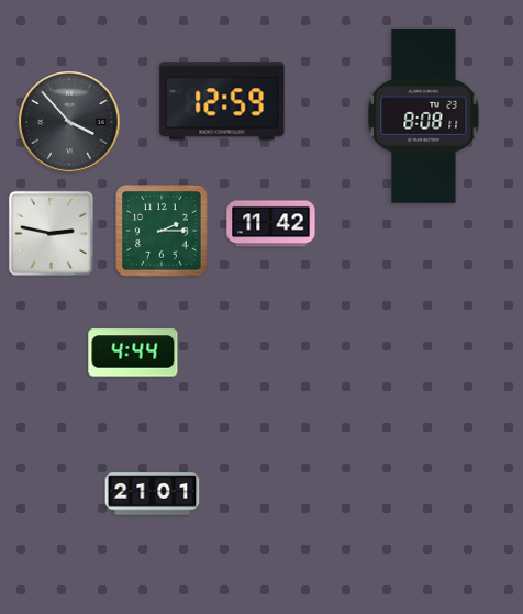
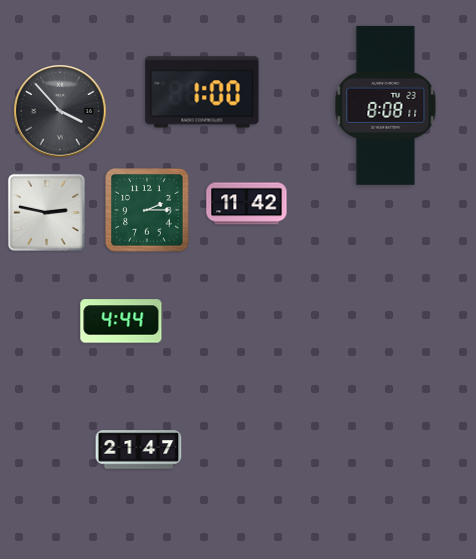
clock at (222, 101): 12:59 -> 1:00
clock at (69, 122) position: (69, 122) -> (60, 111)
clock at (153, 494): 21:01 -> 21:47
